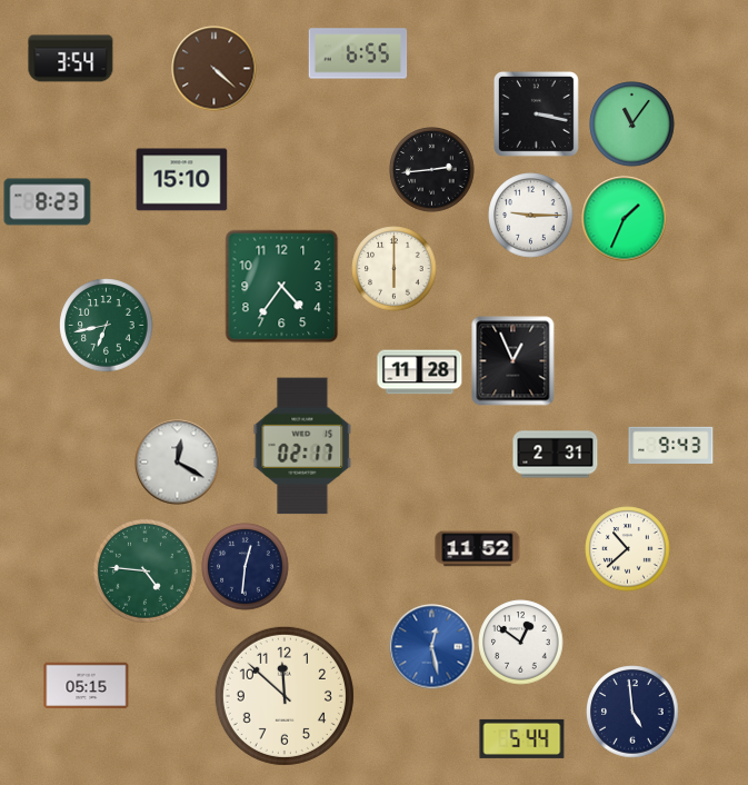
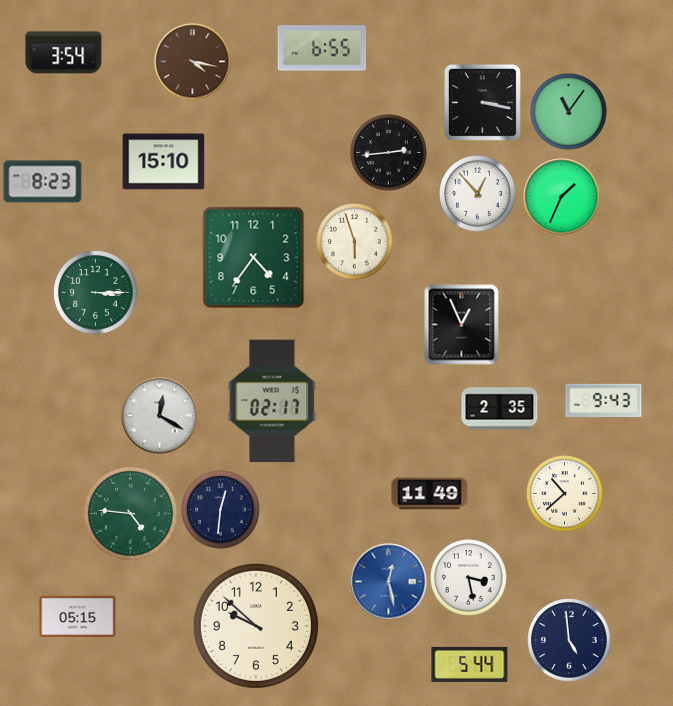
clock at (215, 69): 4:22 -> 4:17
clock at (531, 216): 9:15 -> 12:53
clock at (395, 269): 6:00 -> 5:57
clock at (107, 326): 6:43 -> 3:15
clock at (420, 372): 11:28 -> none
clock at (556, 455): 2:31 -> 2:35
clock at (478, 549): 11:52 -> 11:49
clock at (521, 643): 12:51 -> 3:28
clock at (285, 696): 11:52 -> 9:52
